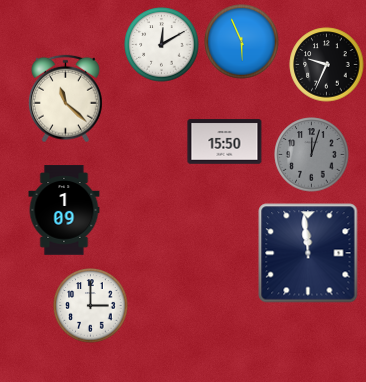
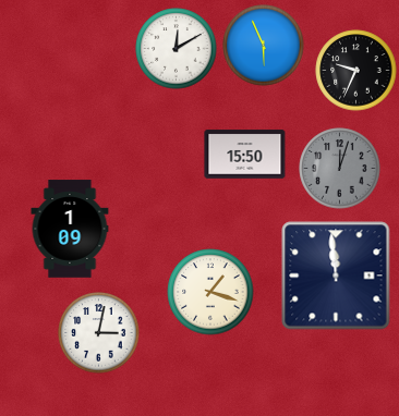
clock at (66, 99): 11:22 -> none
clock at (210, 292): none -> 1:18
clock at (91, 306): 3:00 -> 3:02
